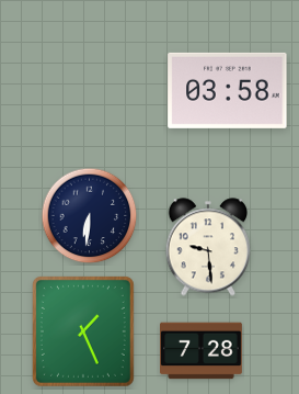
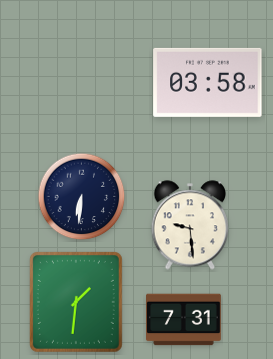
clock at (83, 331): 1:26 -> 1:31
clock at (202, 351): 7:28 -> 7:31
